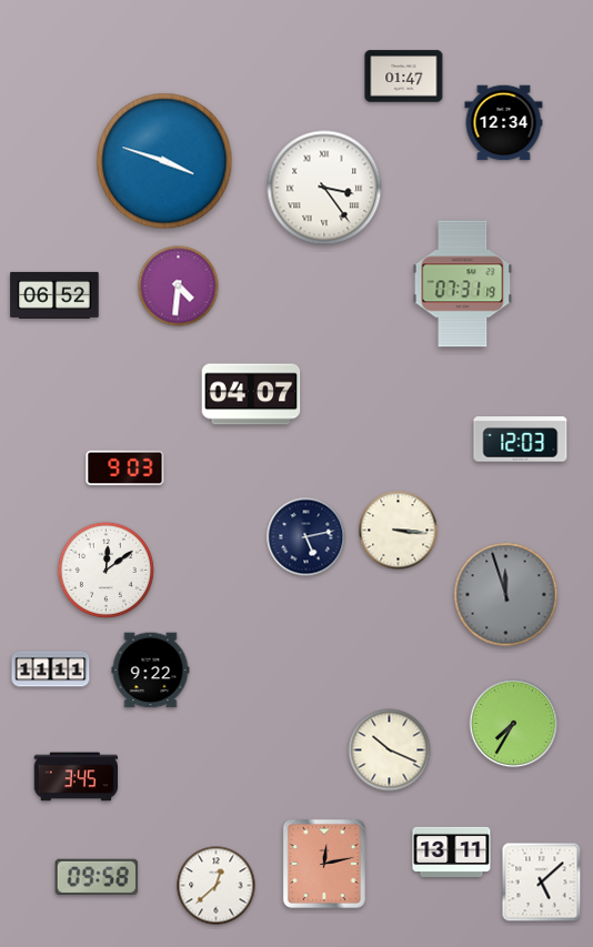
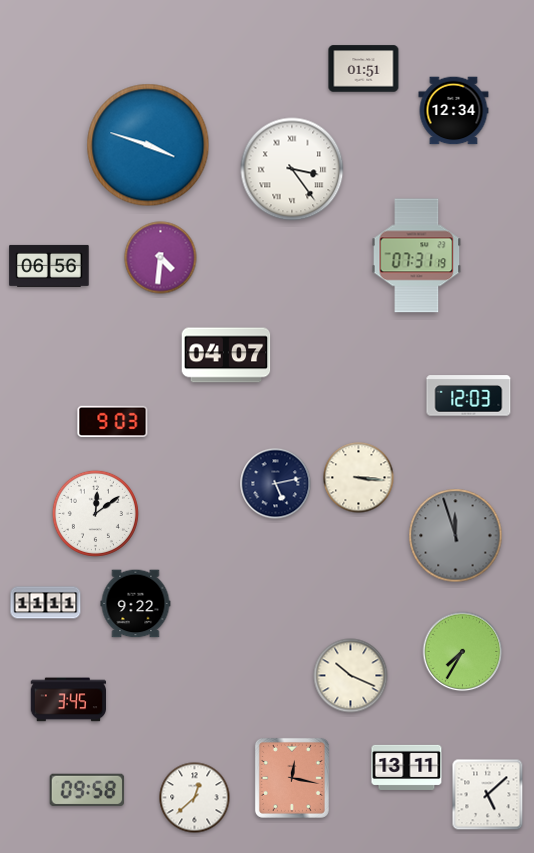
clock at (404, 77): 01:47 -> 01:51
clock at (54, 295): 06:52 -> 06:56
clock at (324, 864): 12:13 -> 12:17
